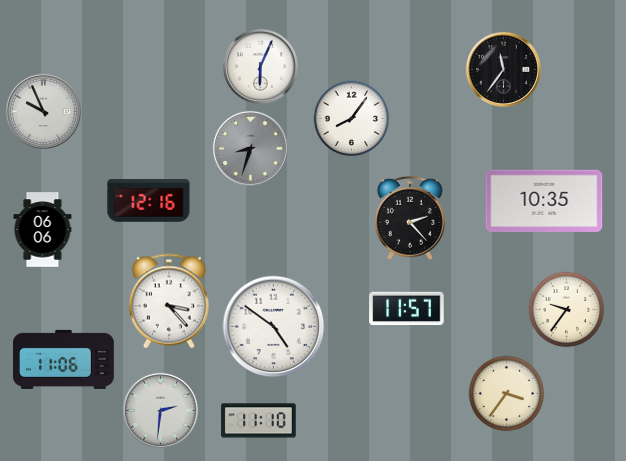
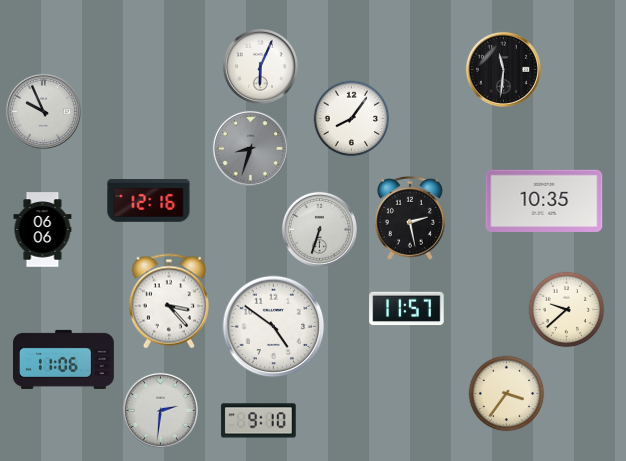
clock at (503, 69): 11:36 -> 11:31
clock at (410, 218): 2:23 -> 2:28
clock at (319, 229): none -> 6:33
clock at (567, 310): 9:36 -> 9:38
clock at (259, 421): 11:10 -> 9:10
